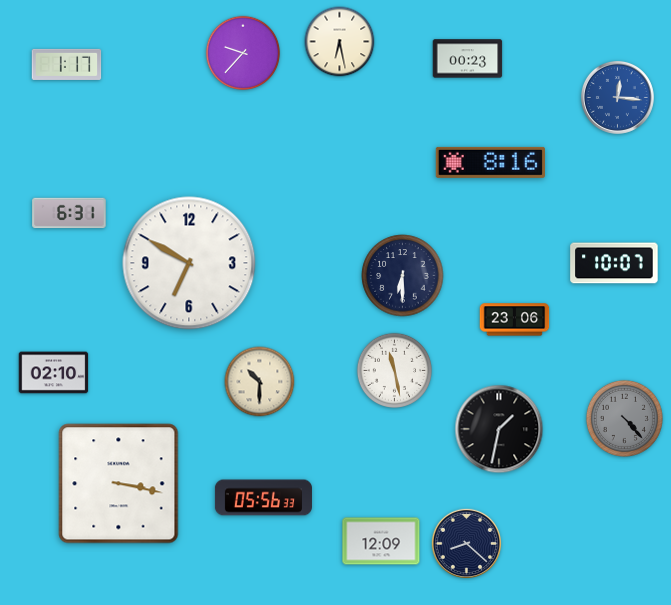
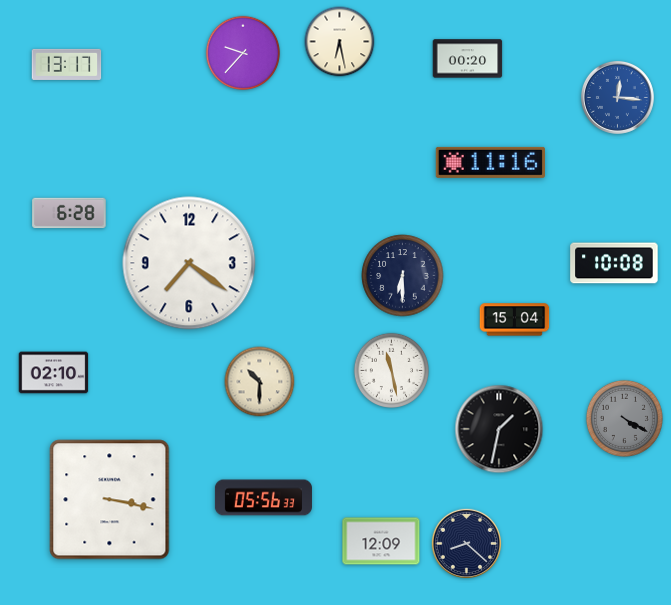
clock at (468, 59): 00:23 -> 00:20
clock at (67, 64): 1:17 -> 13:17
clock at (490, 162): 8:16 -> 11:16
clock at (69, 213): 6:31 -> 6:28
clock at (189, 263): 6:50 -> 7:21
clock at (614, 263): 10:07 -> 10:08
clock at (515, 320): 23:06 -> 15:04
clock at (394, 370) position: (394, 370) -> (391, 370)
clock at (624, 418): 4:23 -> 4:20
clock at (119, 484) position: (119, 484) -> (110, 500)
